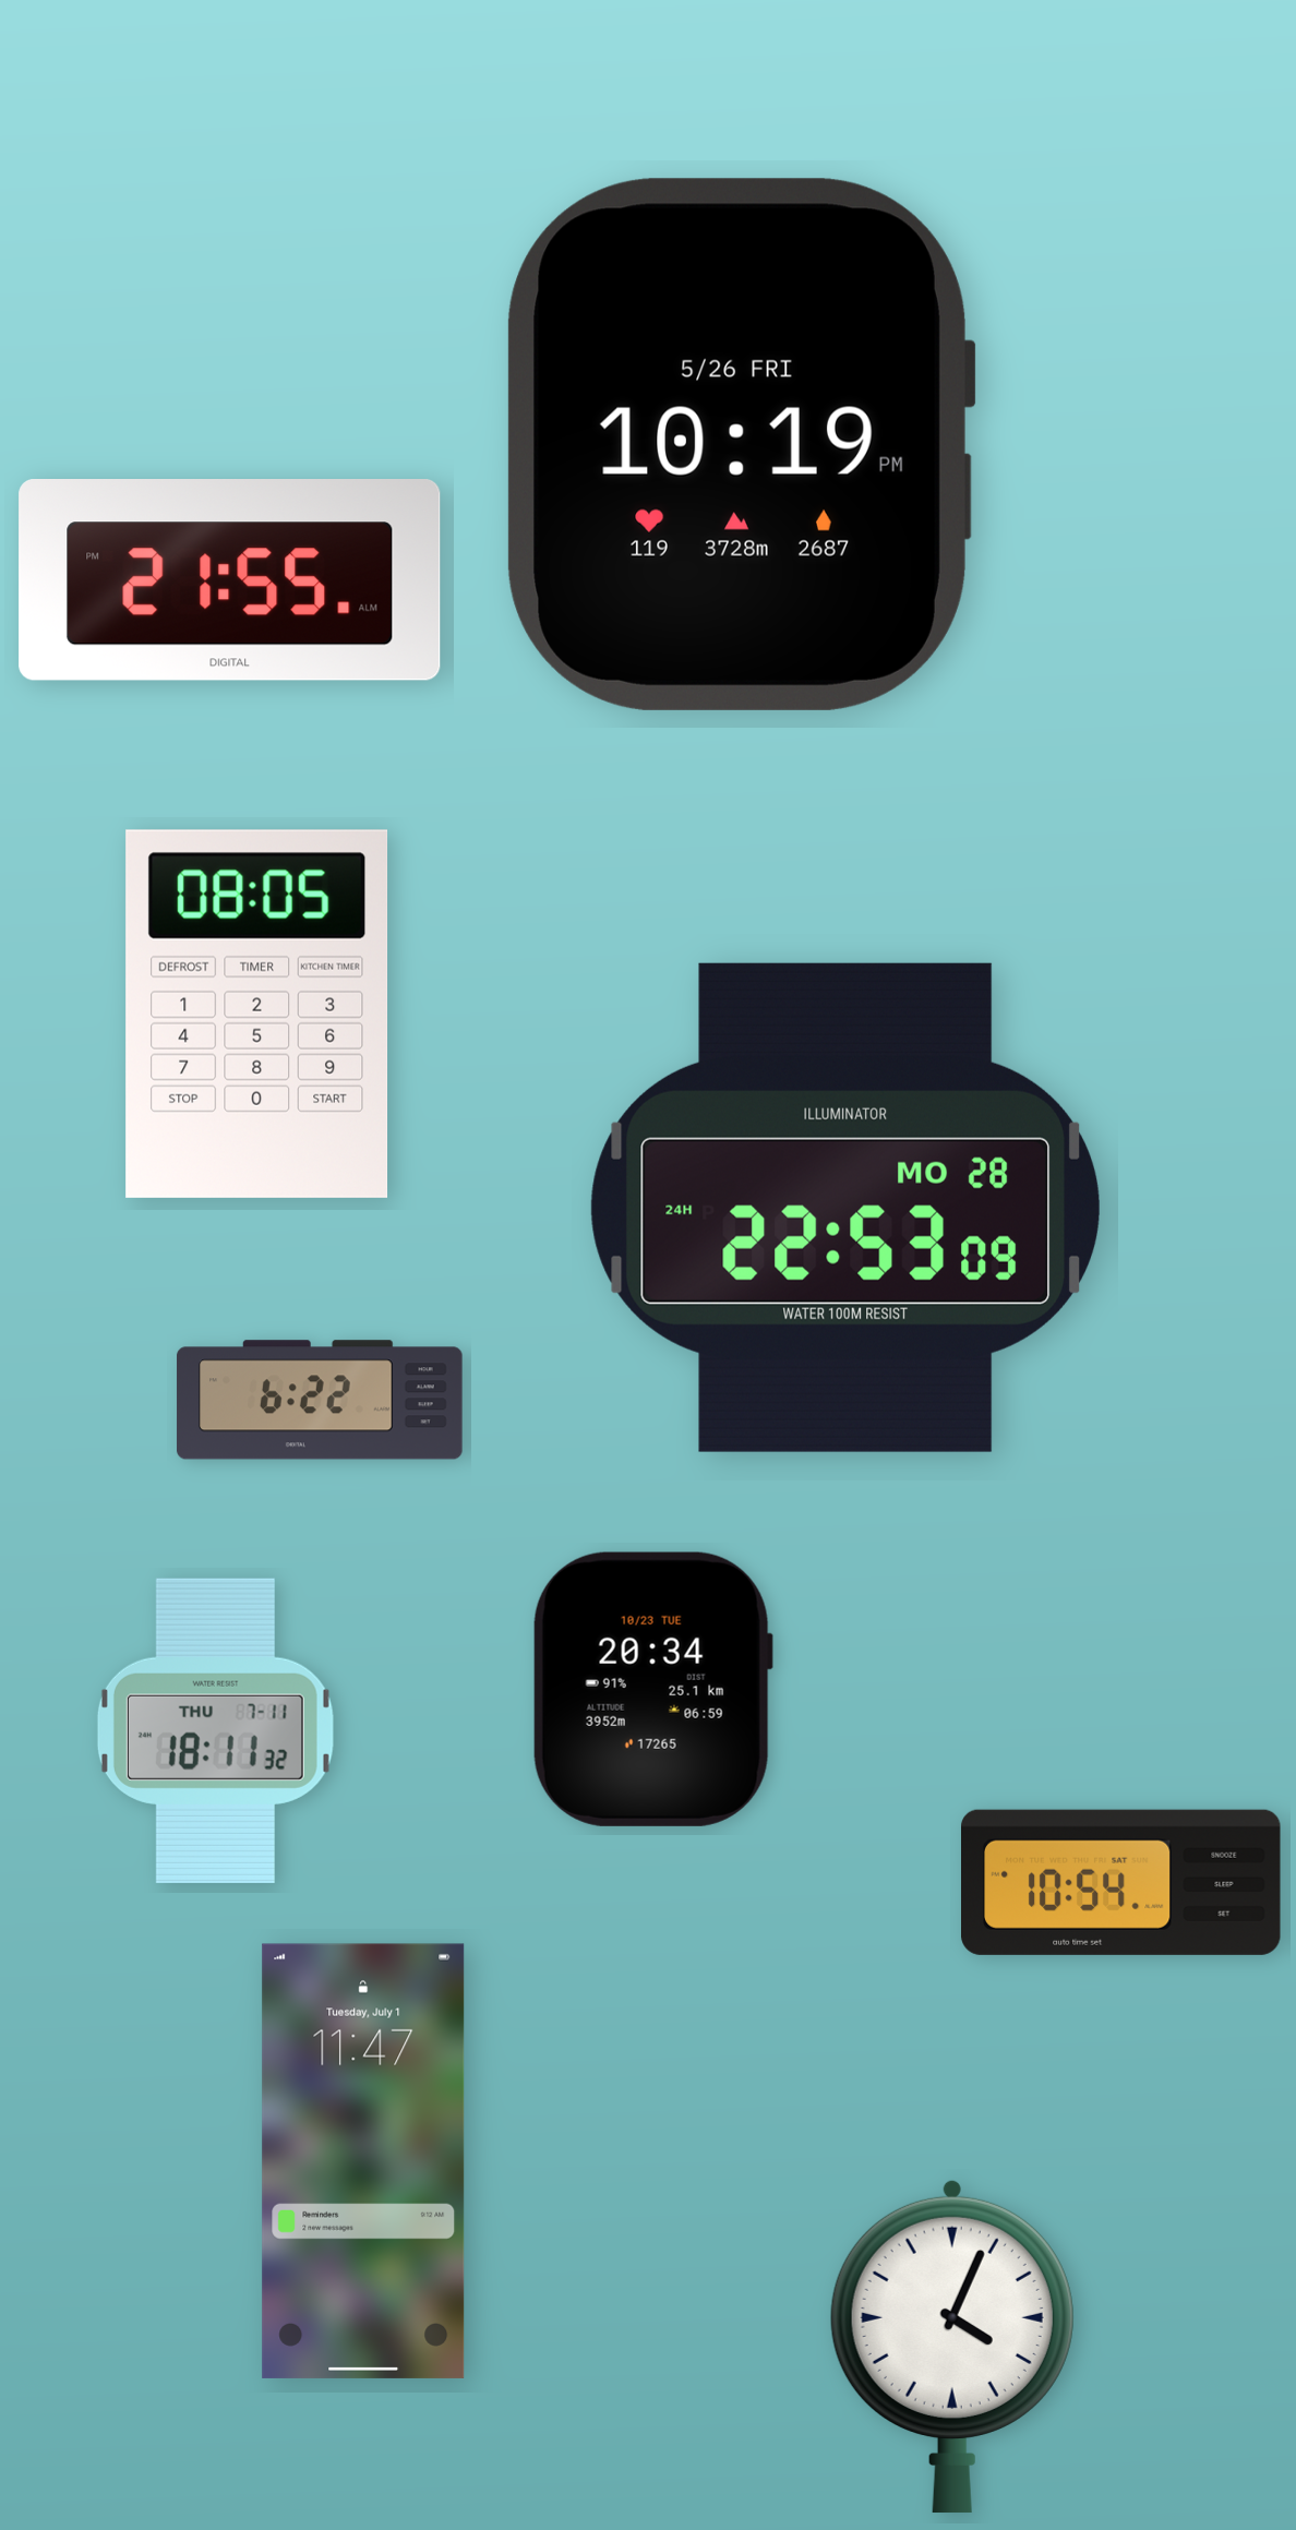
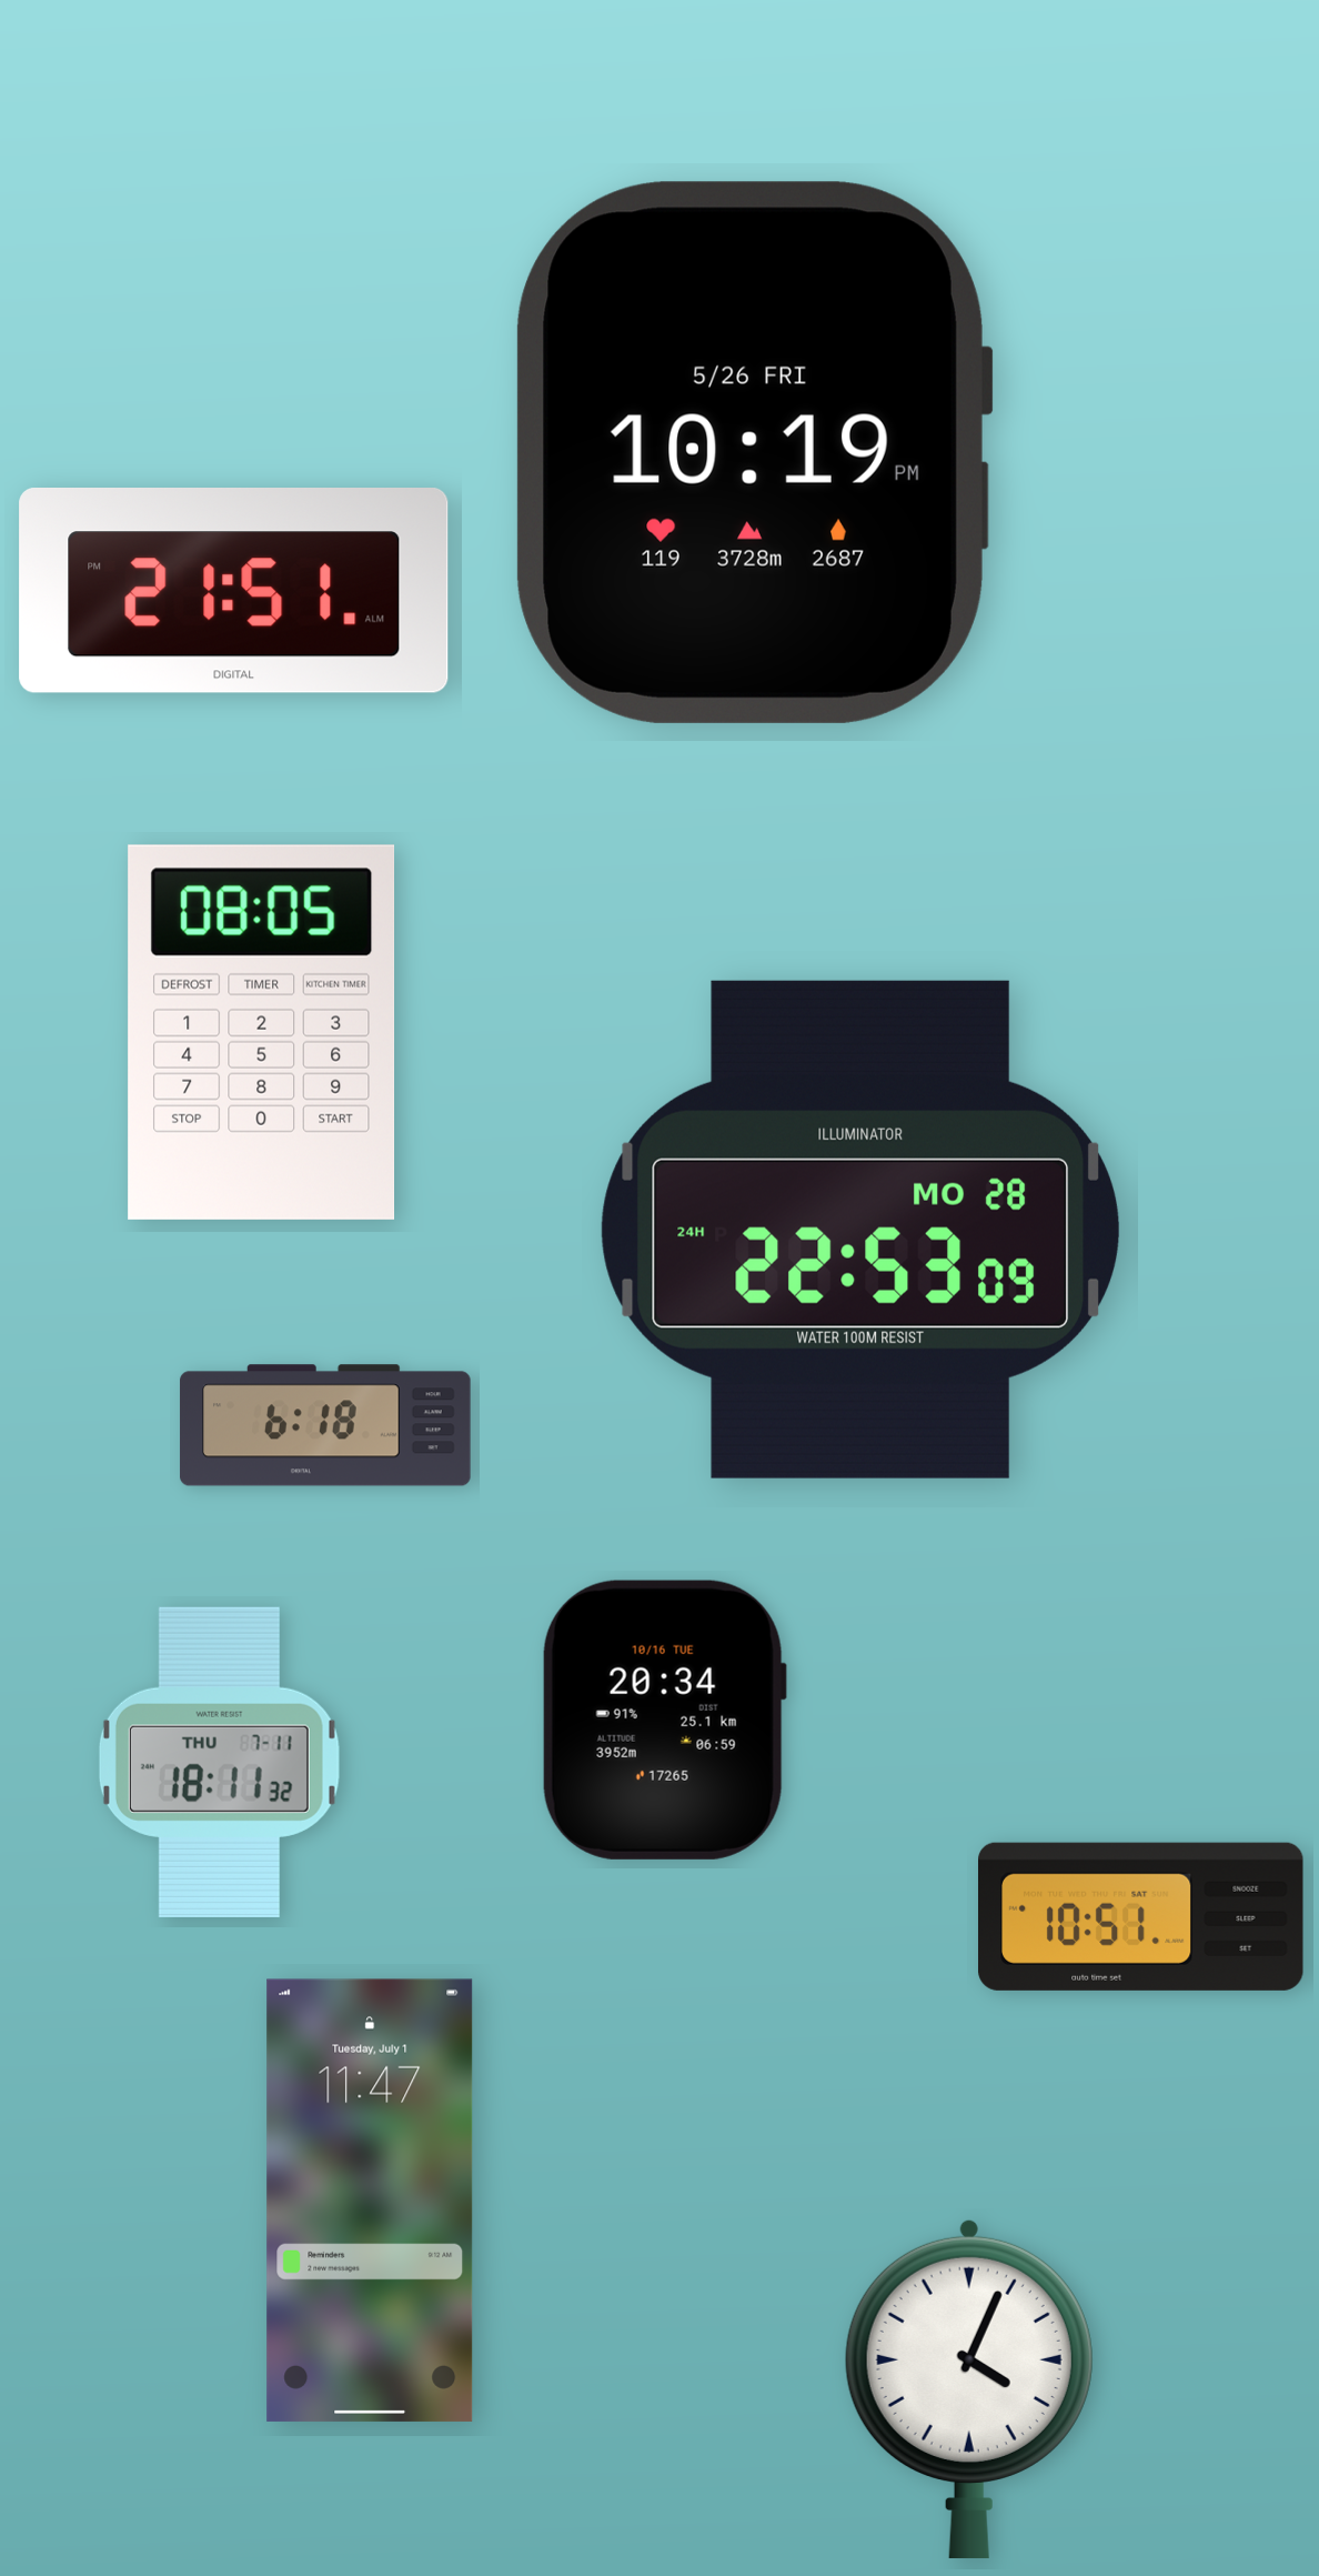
clock at (230, 580): 21:55 -> 21:51
clock at (320, 1400): 6:22 -> 6:18
clock at (652, 1689) date: 10/23 TUE -> 10/16 TUE
clock at (1121, 1882): 10:54 -> 10:51
